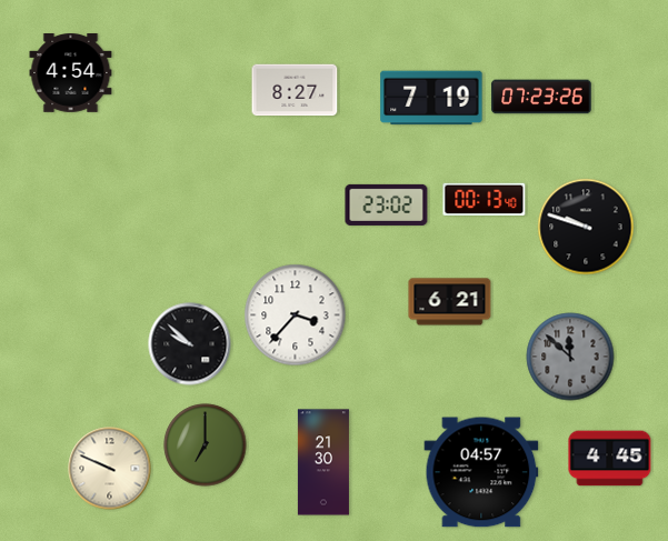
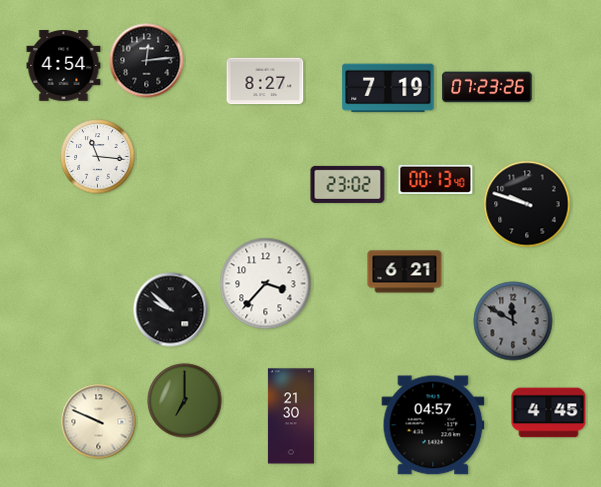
clock at (147, 61): none -> 12:14
clock at (98, 157): none -> 11:16
clock at (570, 357): 11:52 -> 11:50
